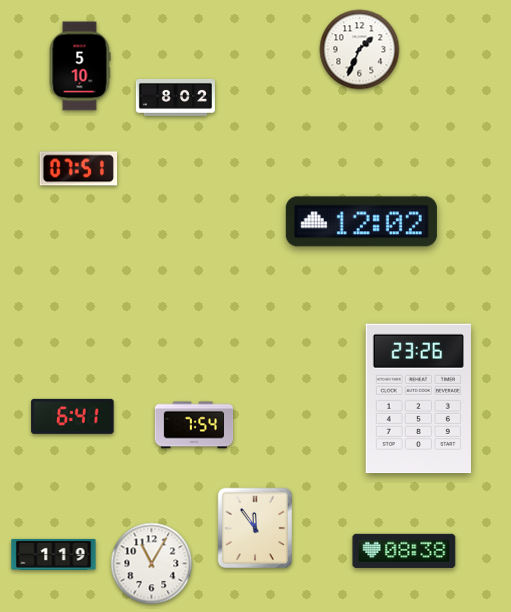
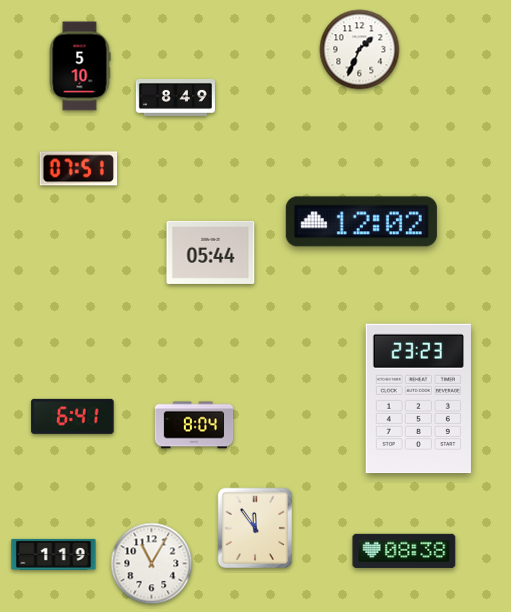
clock at (175, 97): 8:02 -> 8:49
clock at (211, 252): none -> 05:44
clock at (418, 399): 23:26 -> 23:23
clock at (194, 425): 7:54 -> 8:04
